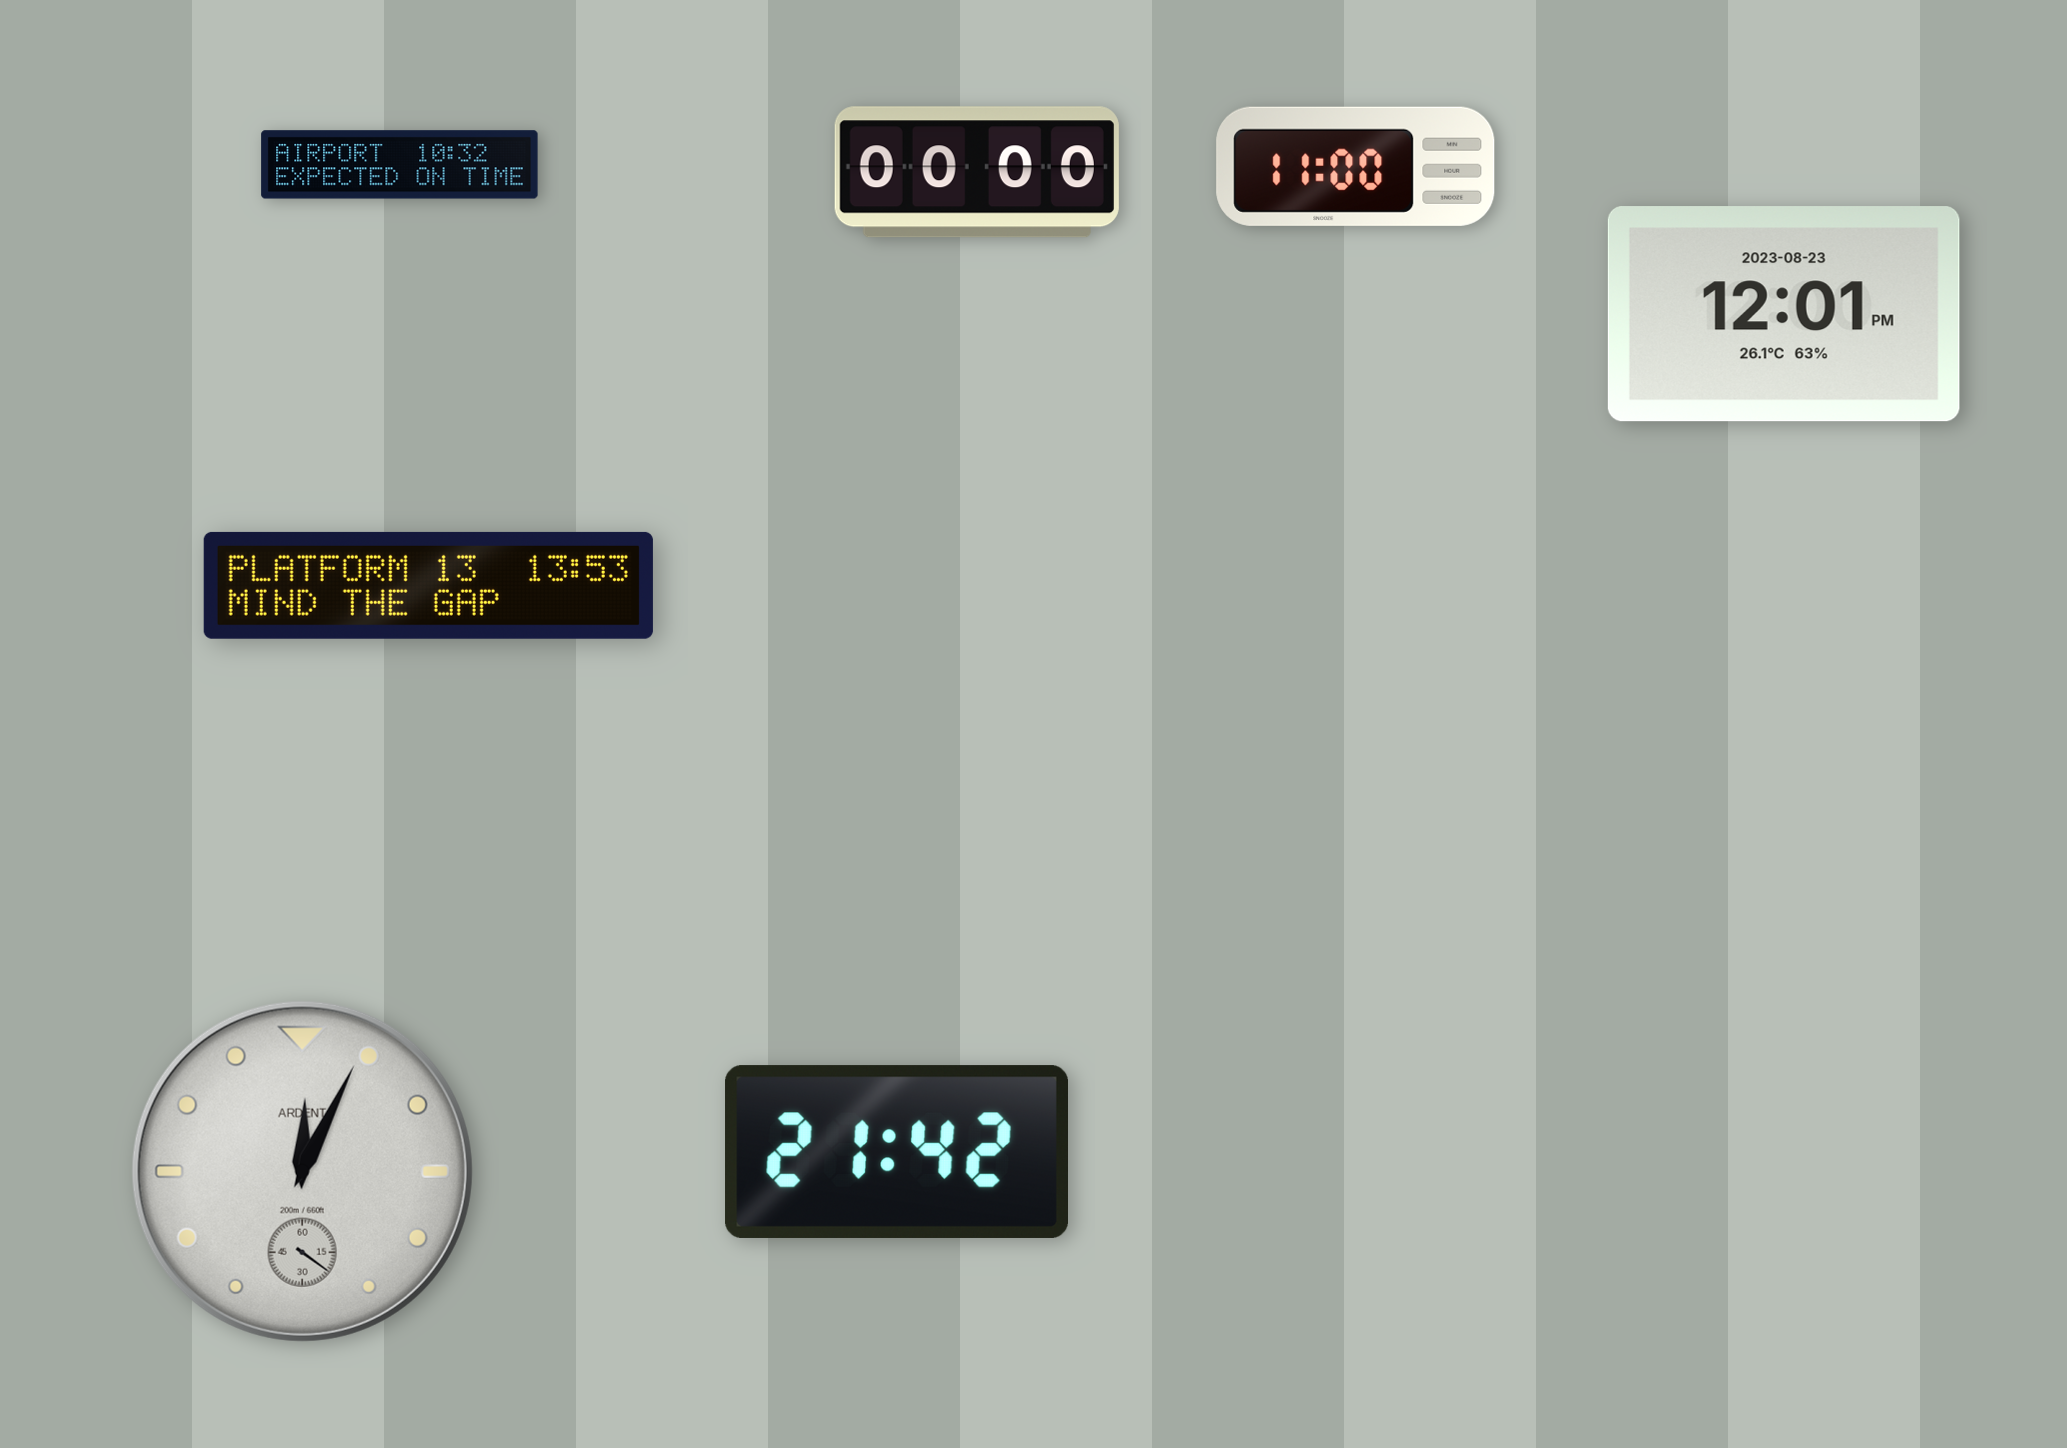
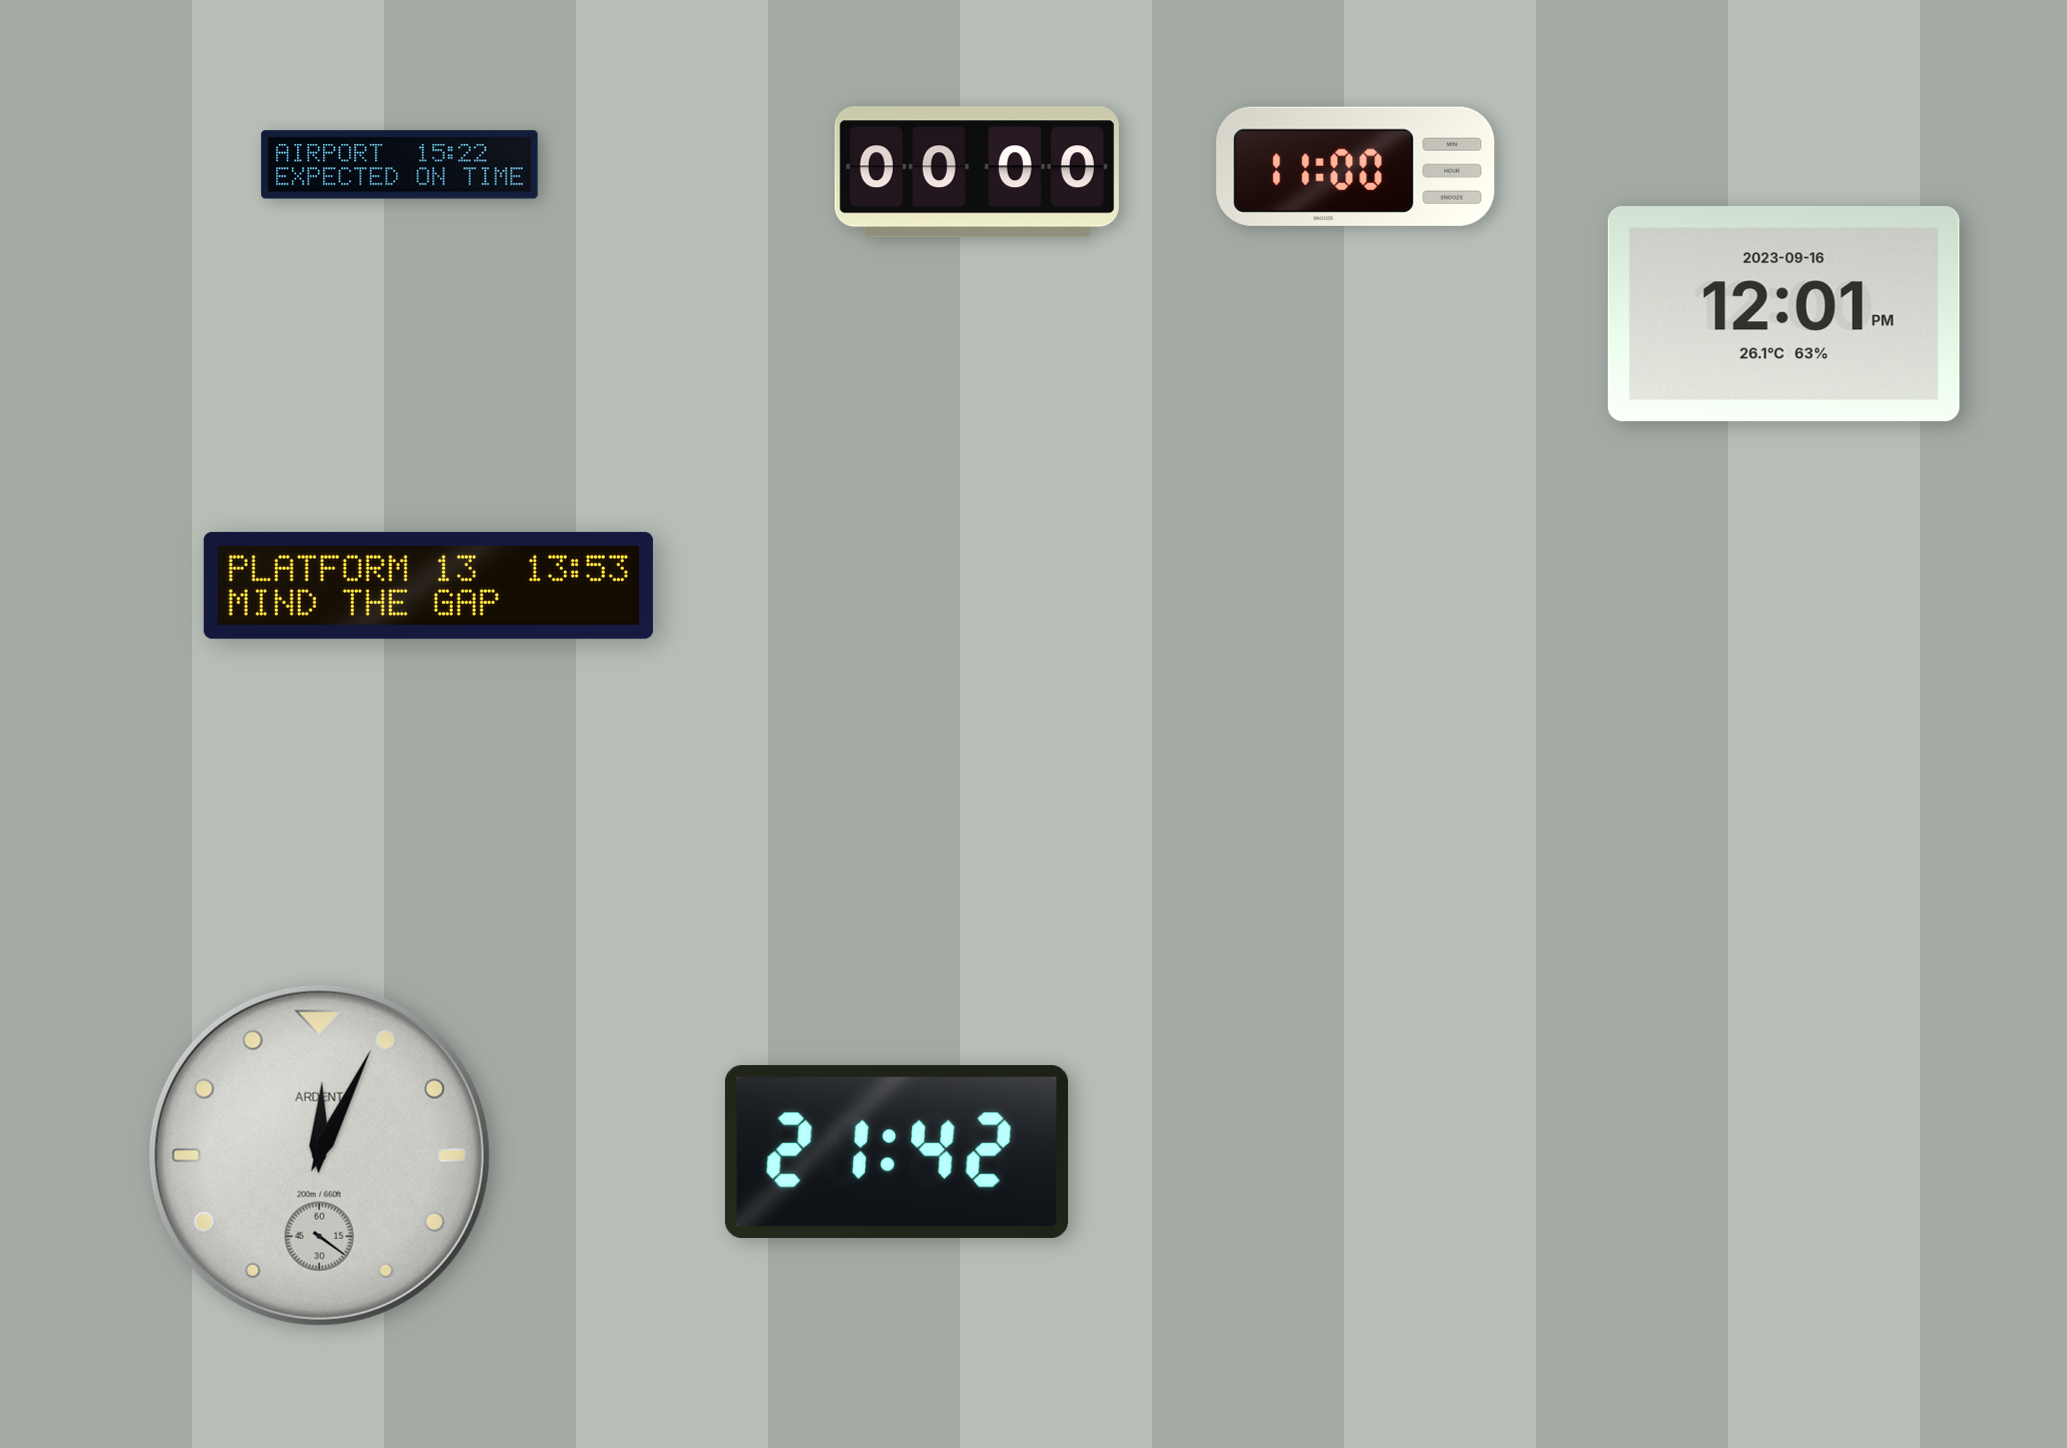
clock at (400, 165): 10:32 -> 15:22
clock at (1784, 314) date: 2023-08-23 -> 2023-09-16
clock at (302, 1171) position: (302, 1171) -> (319, 1155)
